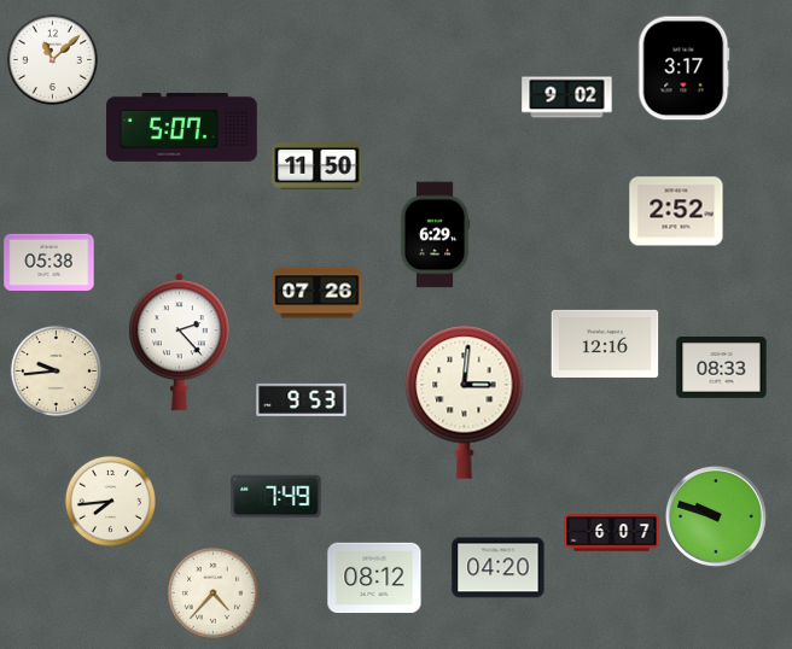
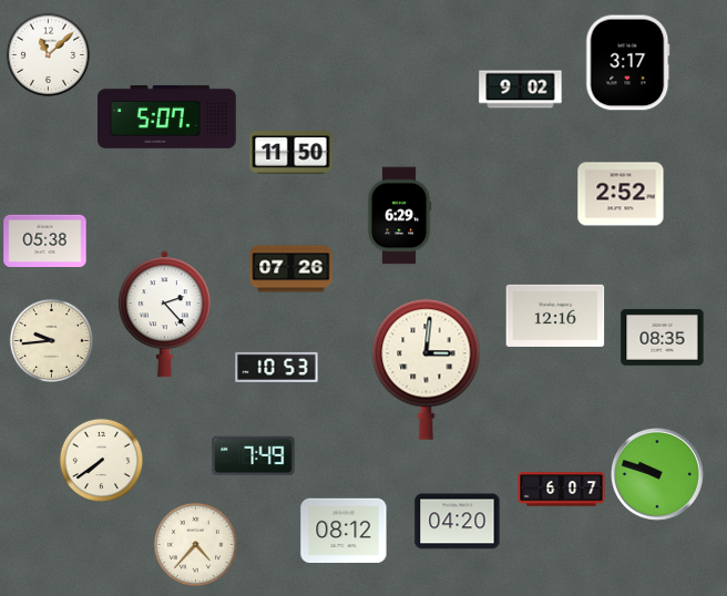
clock at (722, 368): 08:33 -> 08:35
clock at (302, 399): 9:53 -> 10:53
clock at (110, 501): 7:44 -> 7:39
